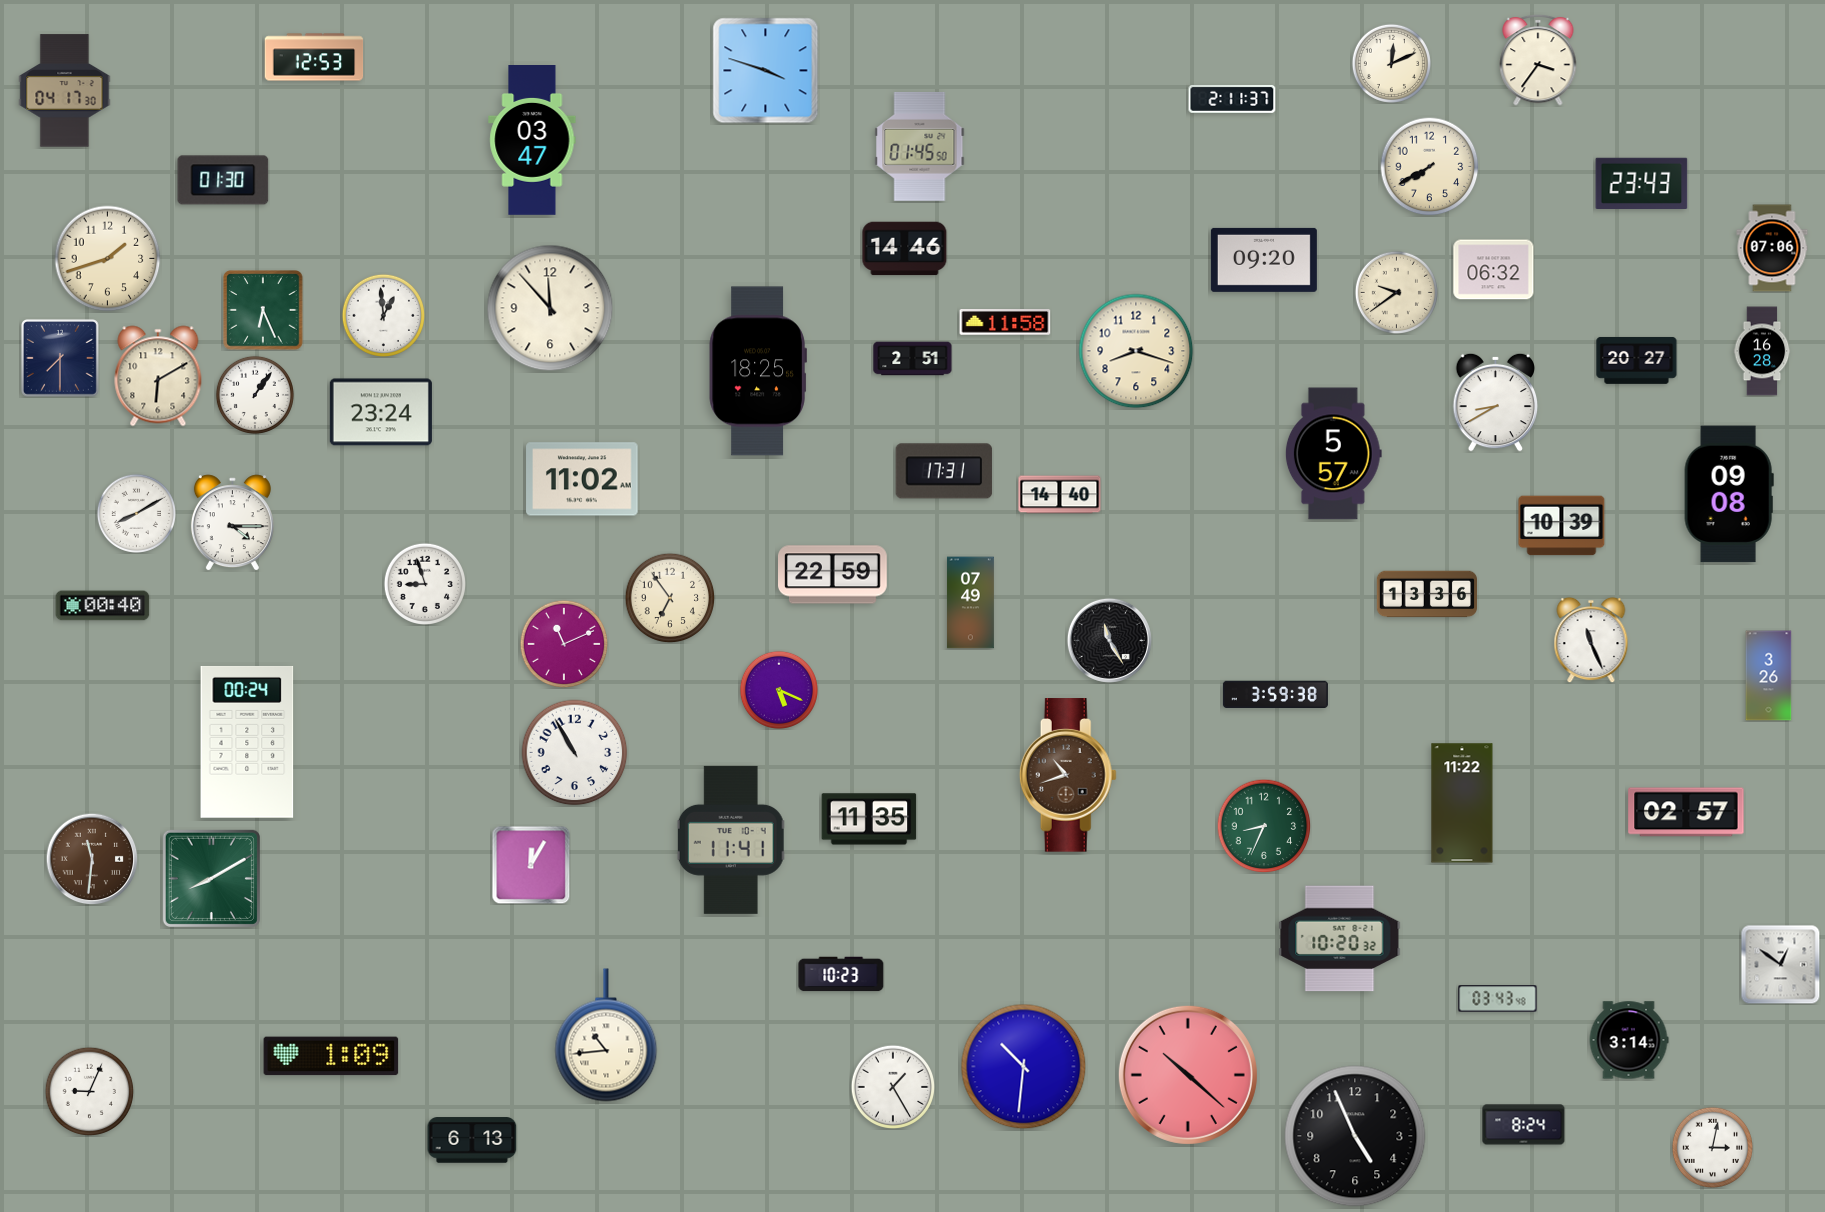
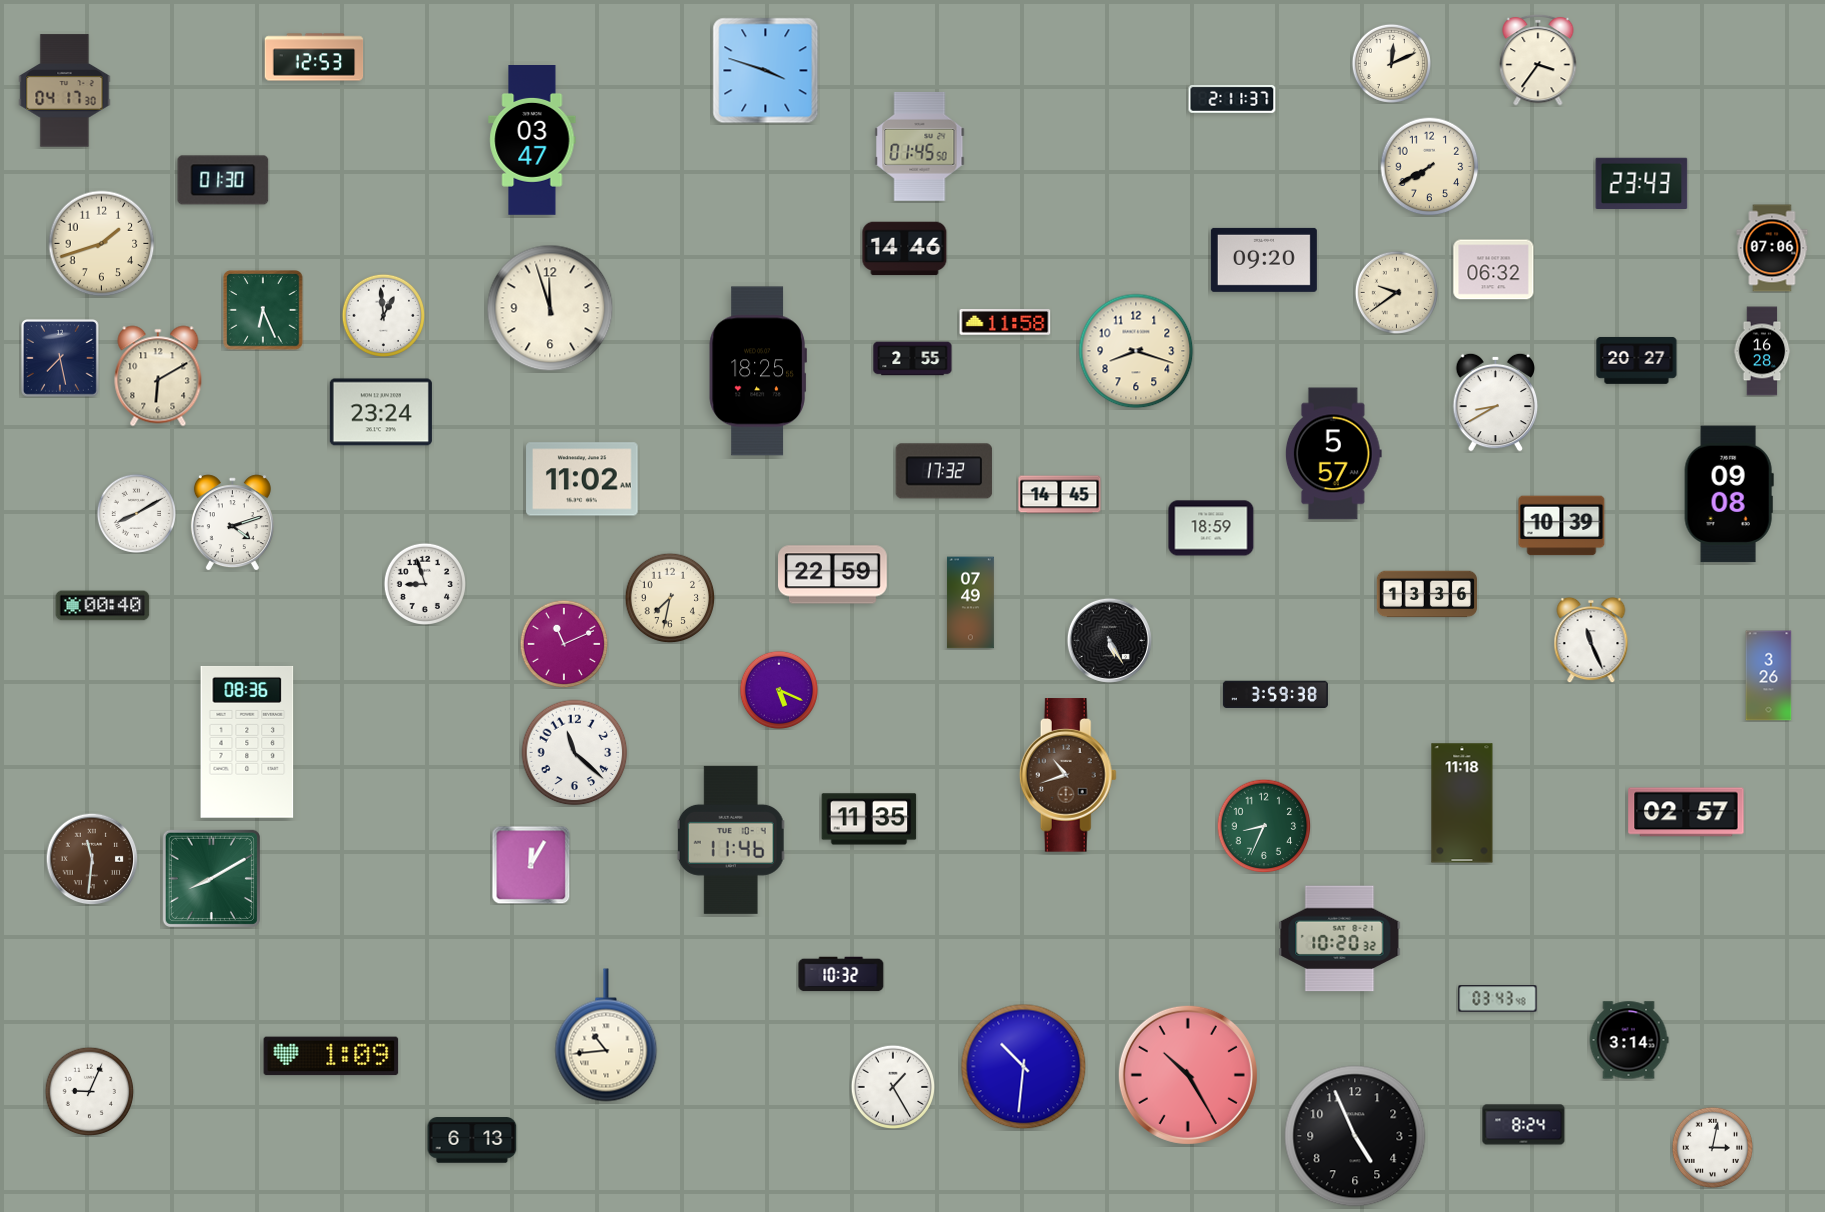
clock at (108, 259) position: (108, 259) -> (102, 244)
clock at (550, 308): 11:53 -> 11:57
clock at (60, 358): 7:30 -> 7:28
clock at (913, 359): 2:51 -> 2:55
clock at (255, 395): 1:06 -> none
clock at (944, 471): 17:31 -> 17:32
clock at (1060, 495): 14:40 -> 14:45
clock at (232, 523): 4:15 -> 4:12
clock at (1211, 528): none -> 18:59
clock at (670, 598): 6:54 -> 7:32
clock at (1109, 640): 11:25 -> 5:25
clock at (247, 742): 00:24 -> 08:36
clock at (575, 753): 10:55 -> 11:22
clock at (1462, 803): 11:22 -> 11:18
clock at (731, 840): 11:41 -> 11:46
clock at (1780, 964): 12:51 -> none
clock at (841, 974): 10:23 -> 10:32
clock at (1188, 1075): 10:22 -> 10:25
